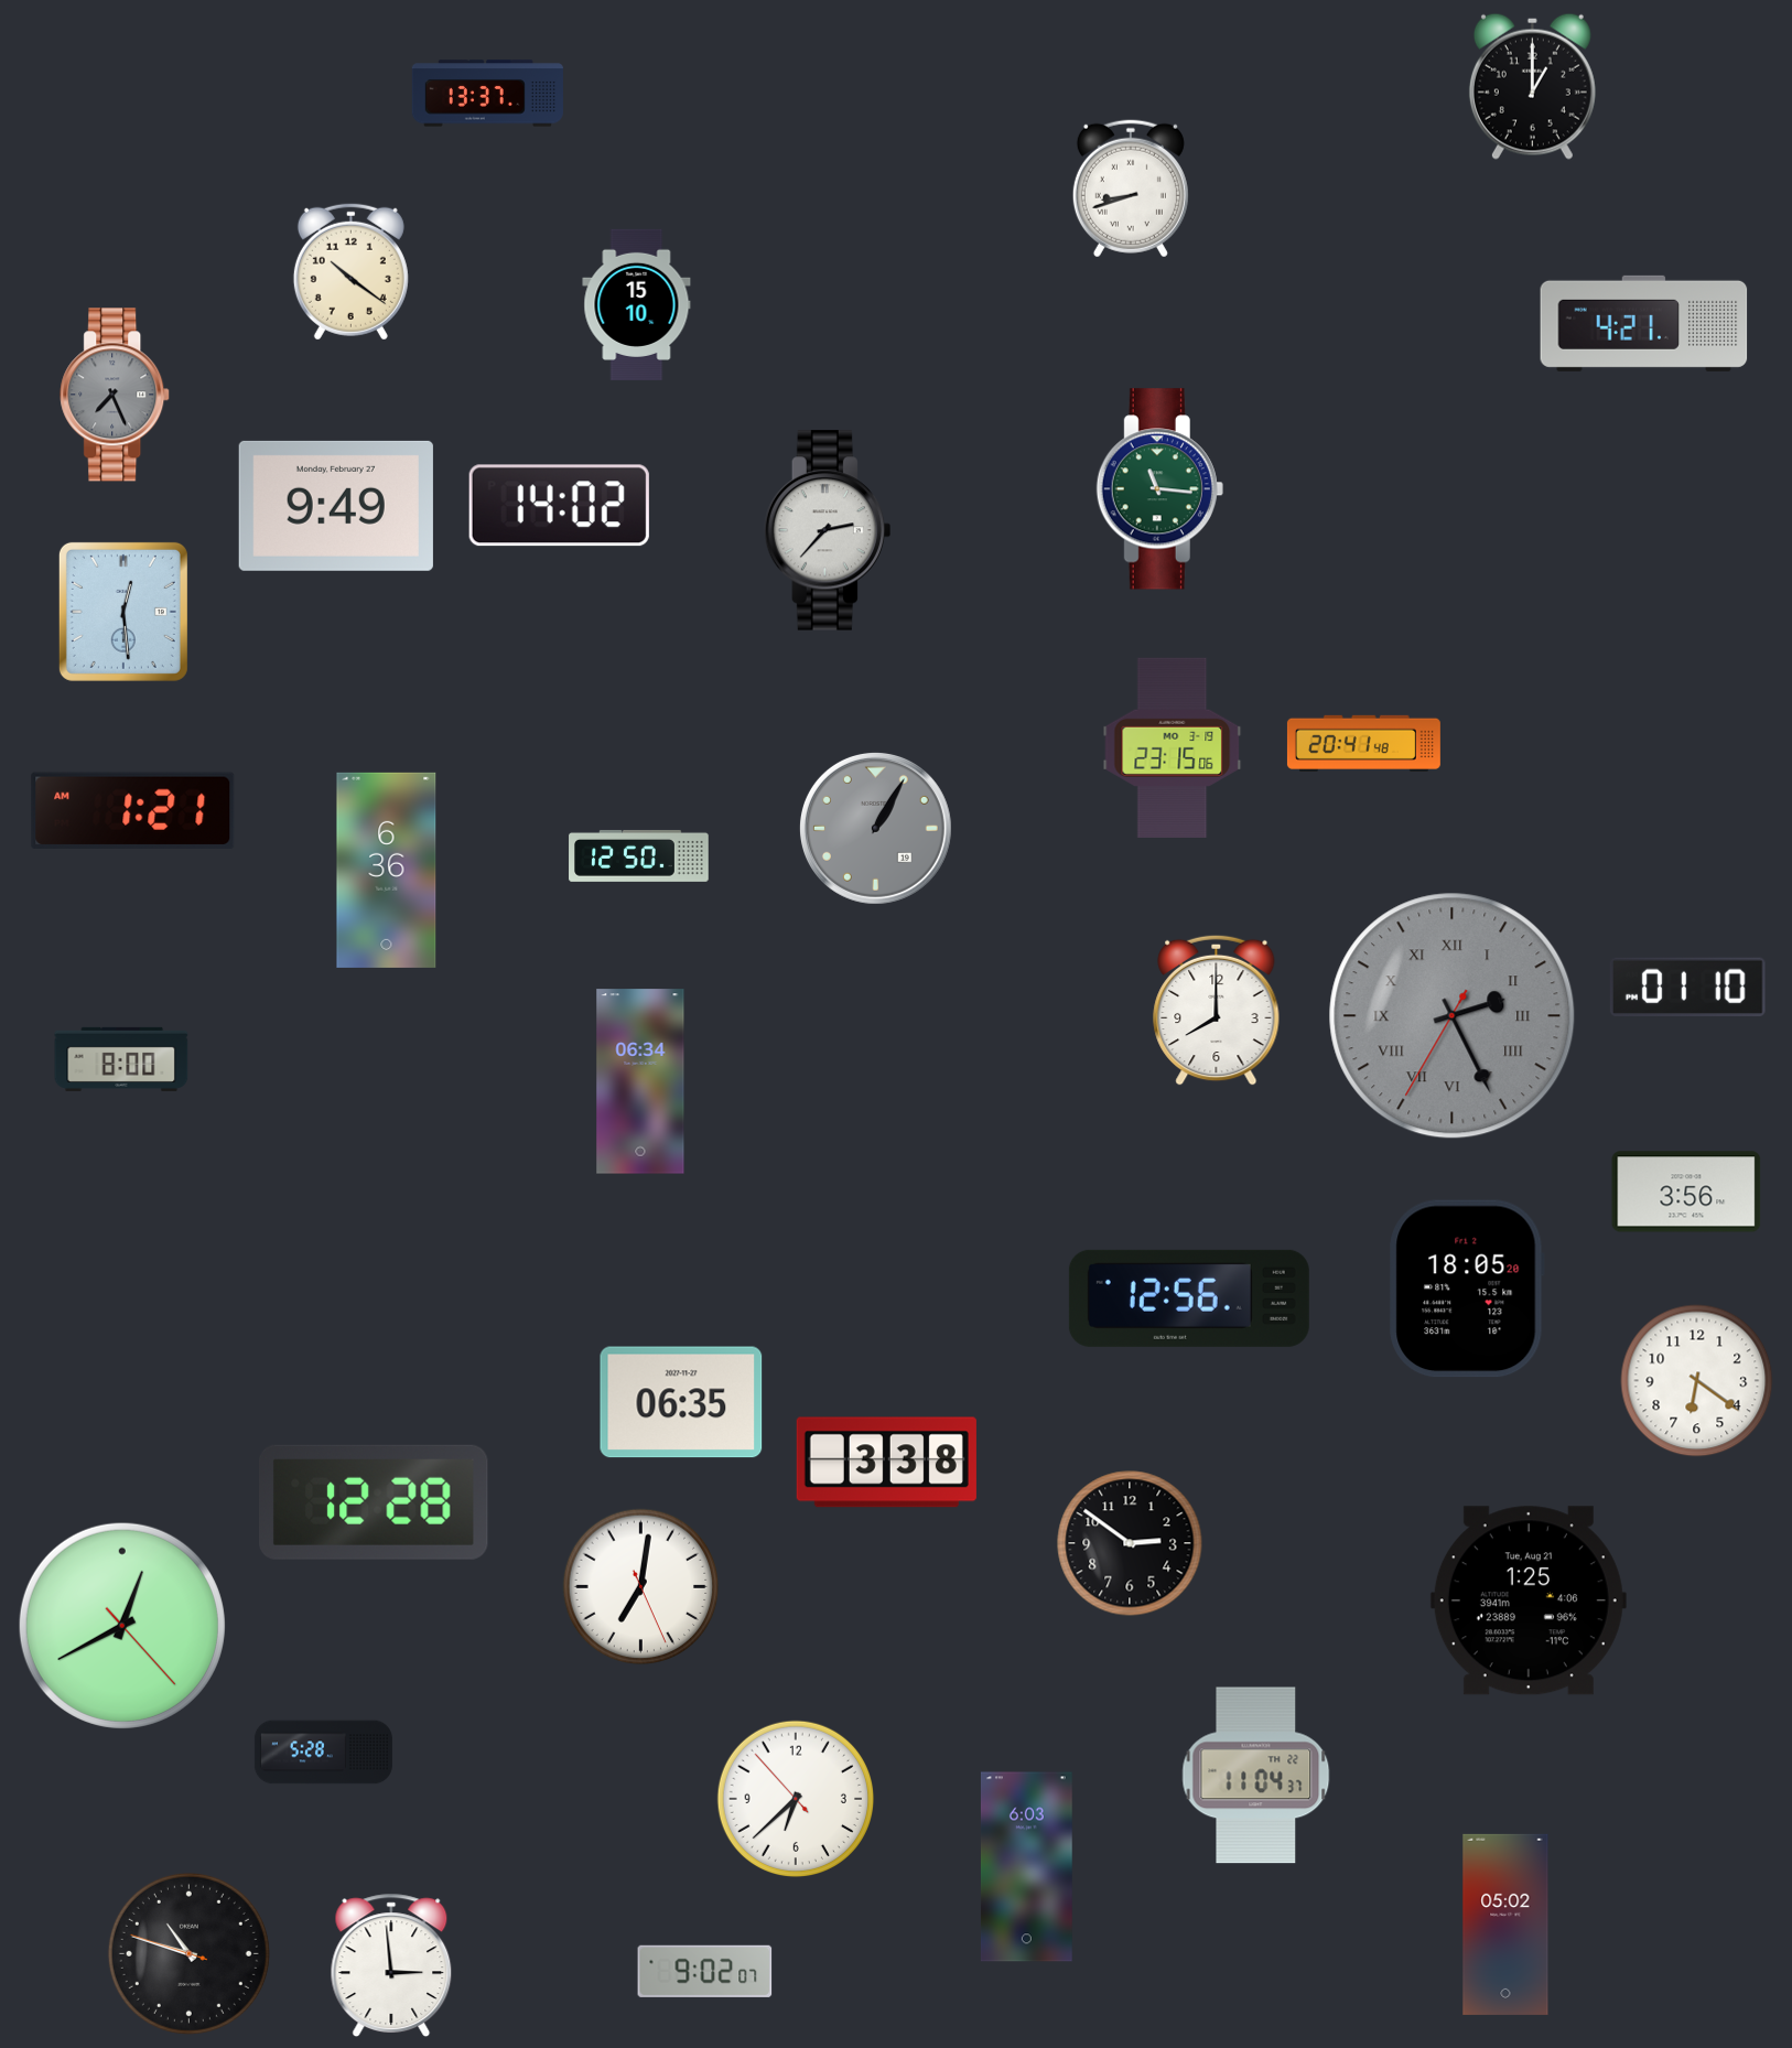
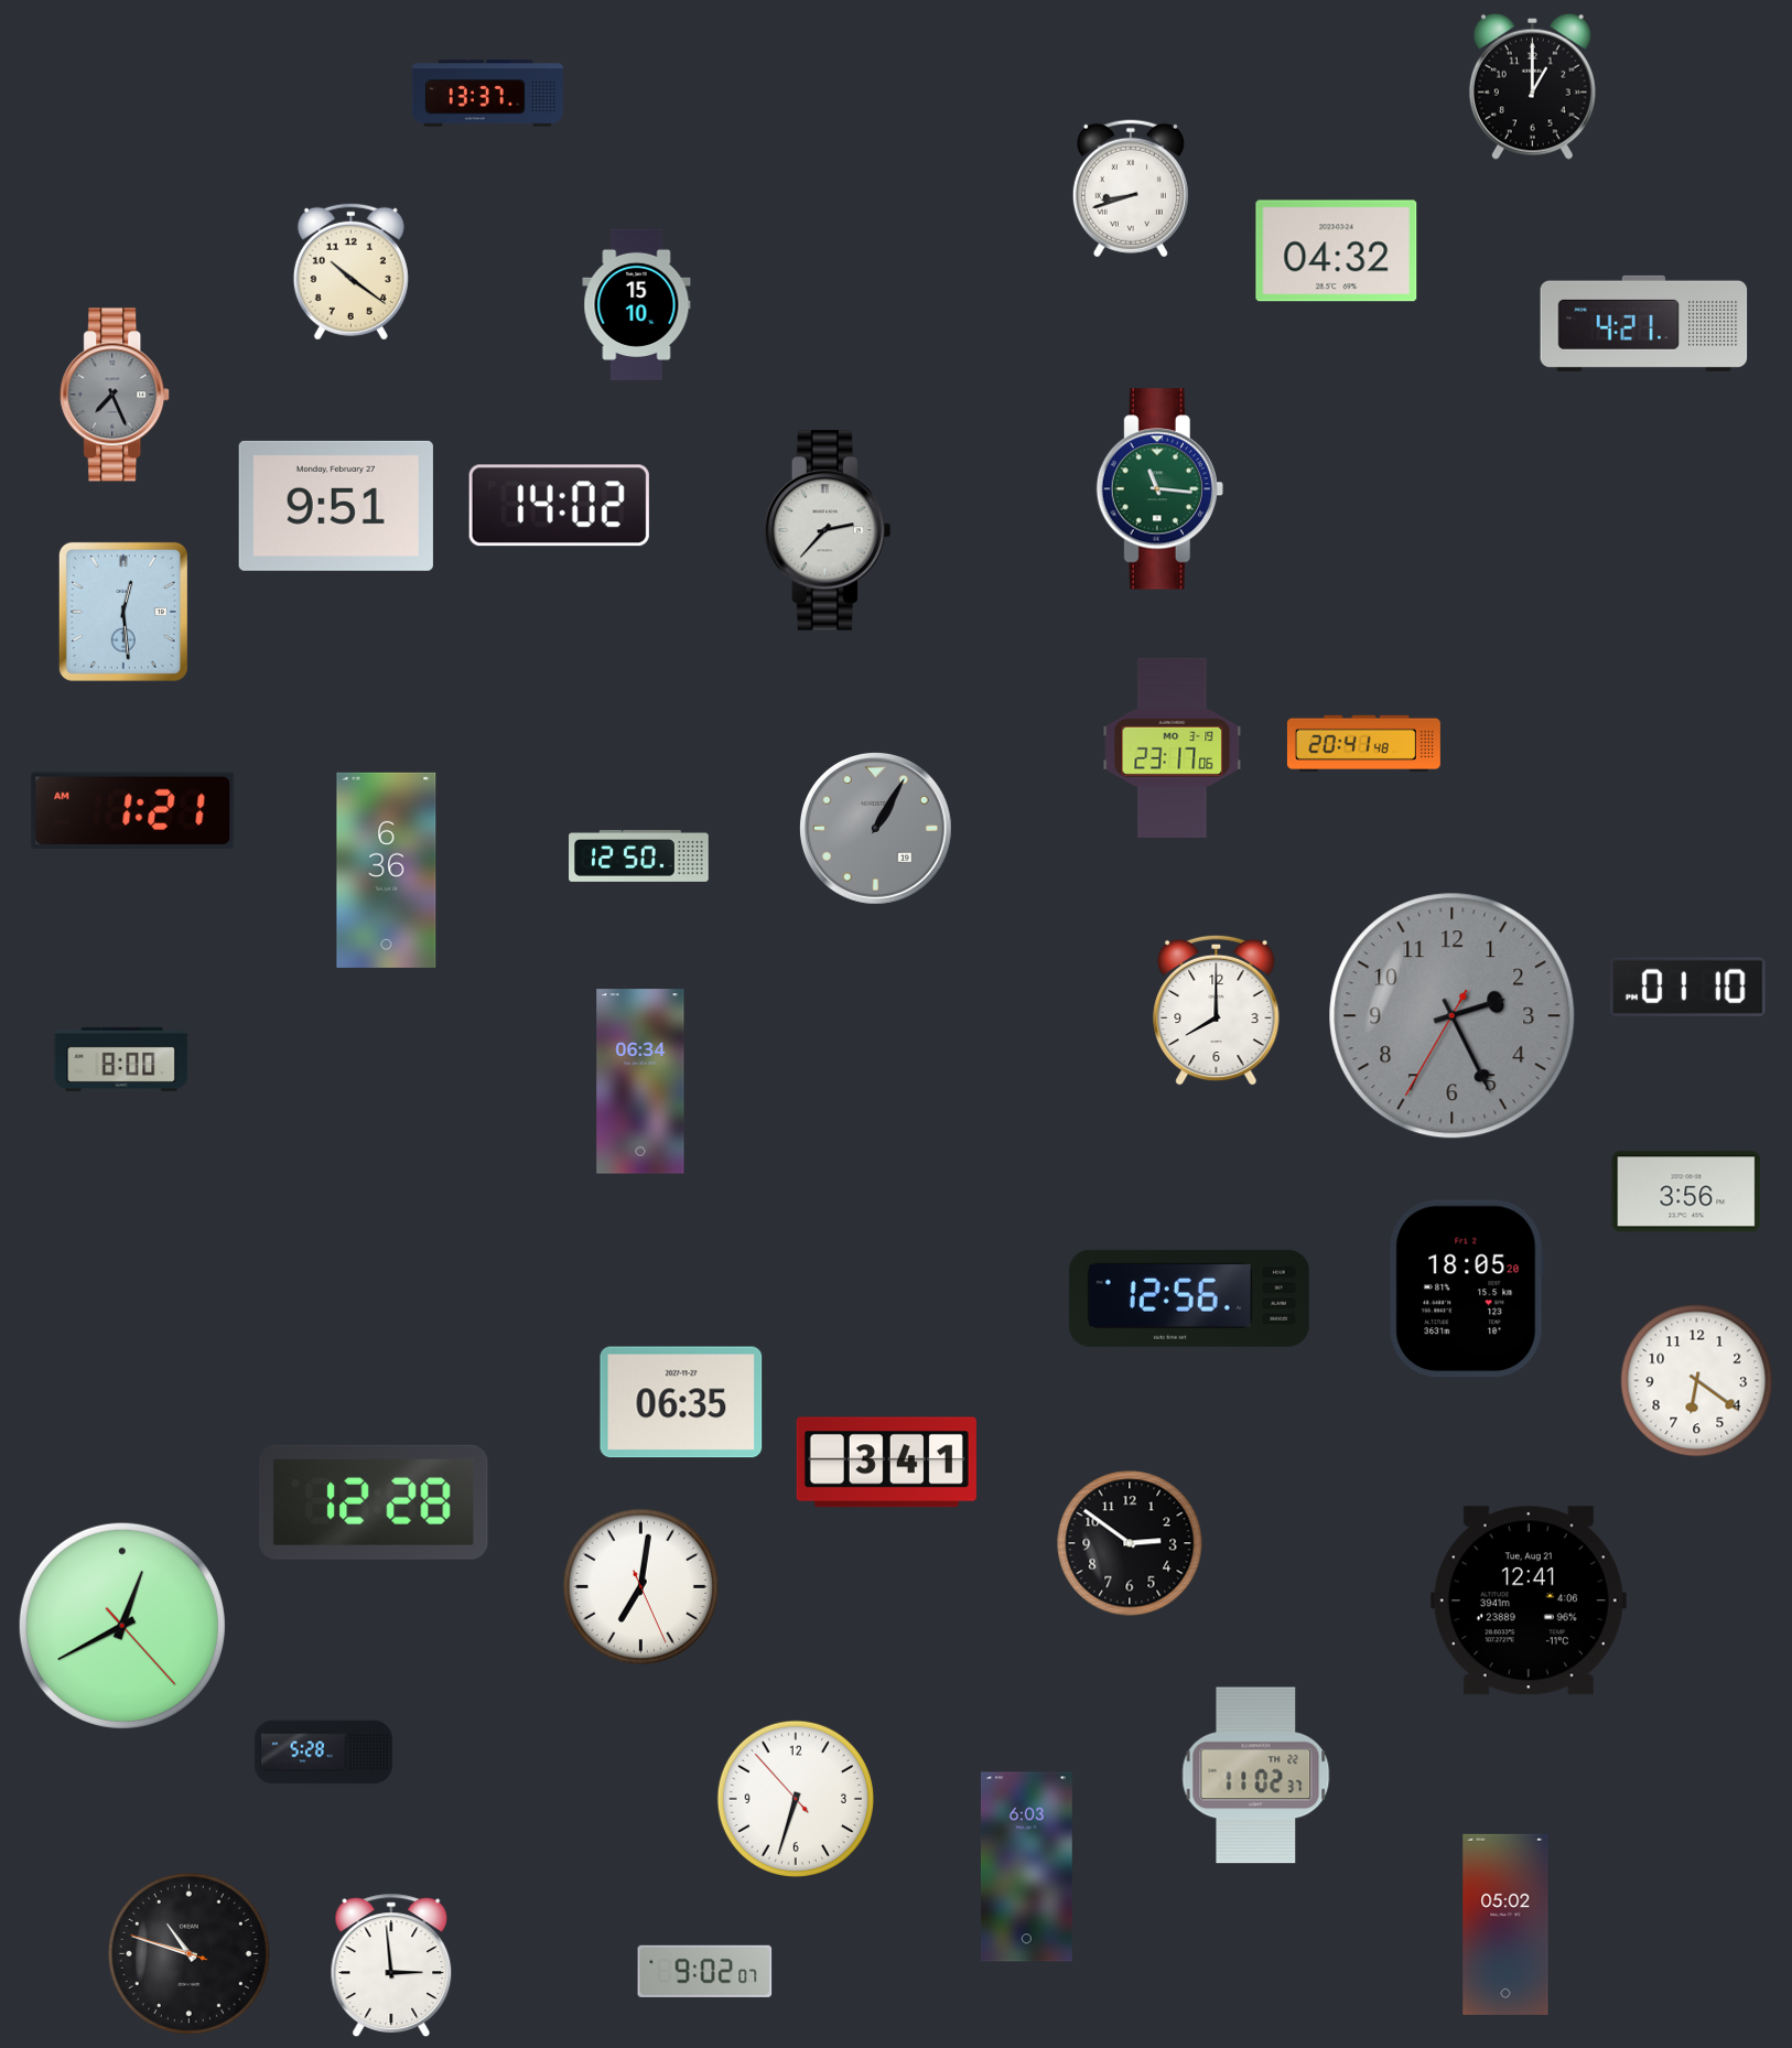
clock at (1337, 251): none -> 04:32
clock at (336, 506): 9:49 -> 9:51
clock at (1173, 747): 23:15 -> 23:17
clock at (1453, 1016) numerals: Roman -> Arabic
clock at (886, 1463): 3:38 -> 3:41
clock at (1529, 1600): 1:25 -> 12:41
clock at (1256, 1776): 11:04 -> 11:02
clock at (795, 1798): 6:37 -> 6:32
